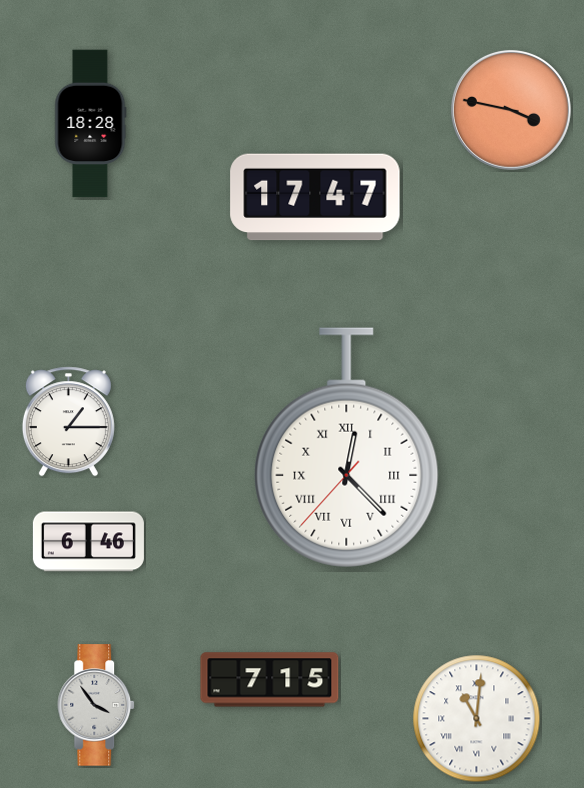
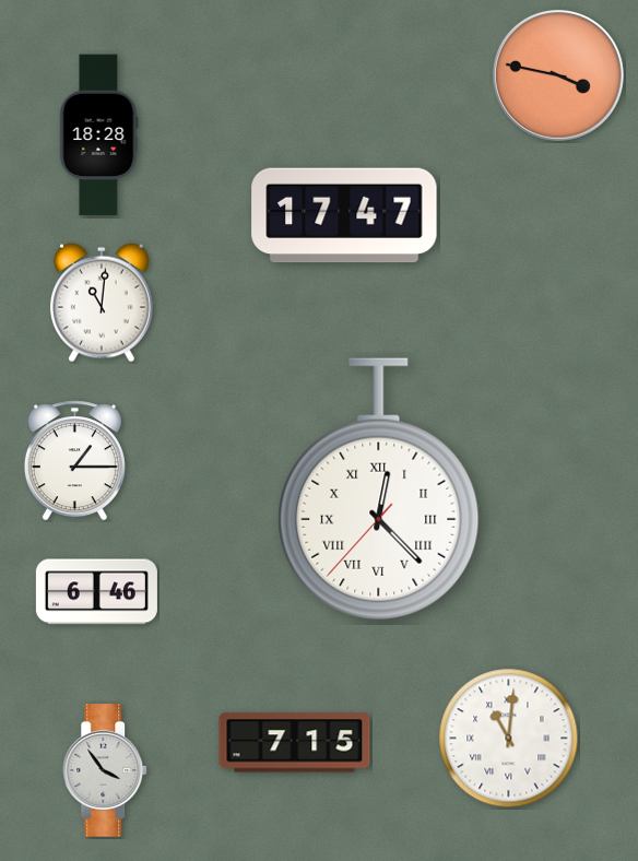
clock at (511, 110) position: (511, 110) -> (558, 75)
clock at (102, 303): none -> 11:01
clock at (477, 719) position: (477, 719) -> (509, 739)
